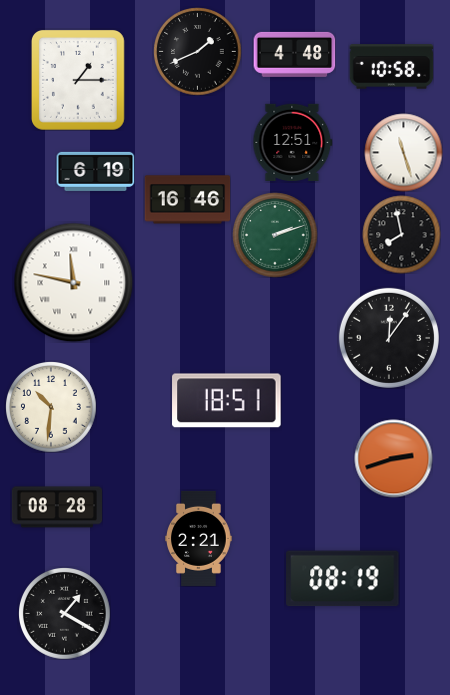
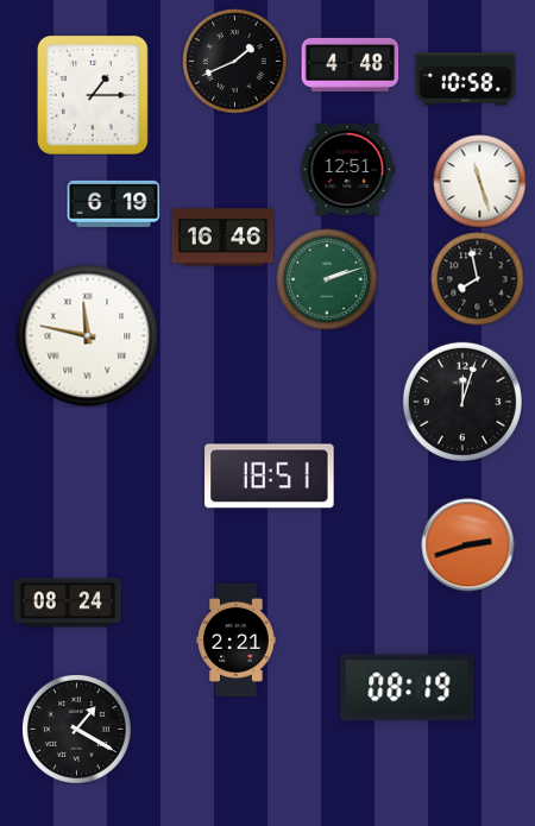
clock at (389, 338): 12:06 -> 12:03
clock at (51, 407): 10:31 -> none
clock at (56, 507): 08:28 -> 08:24
